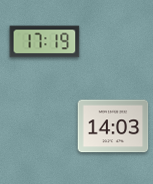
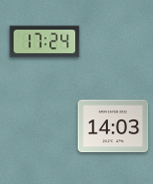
clock at (45, 42): 17:19 -> 17:24
